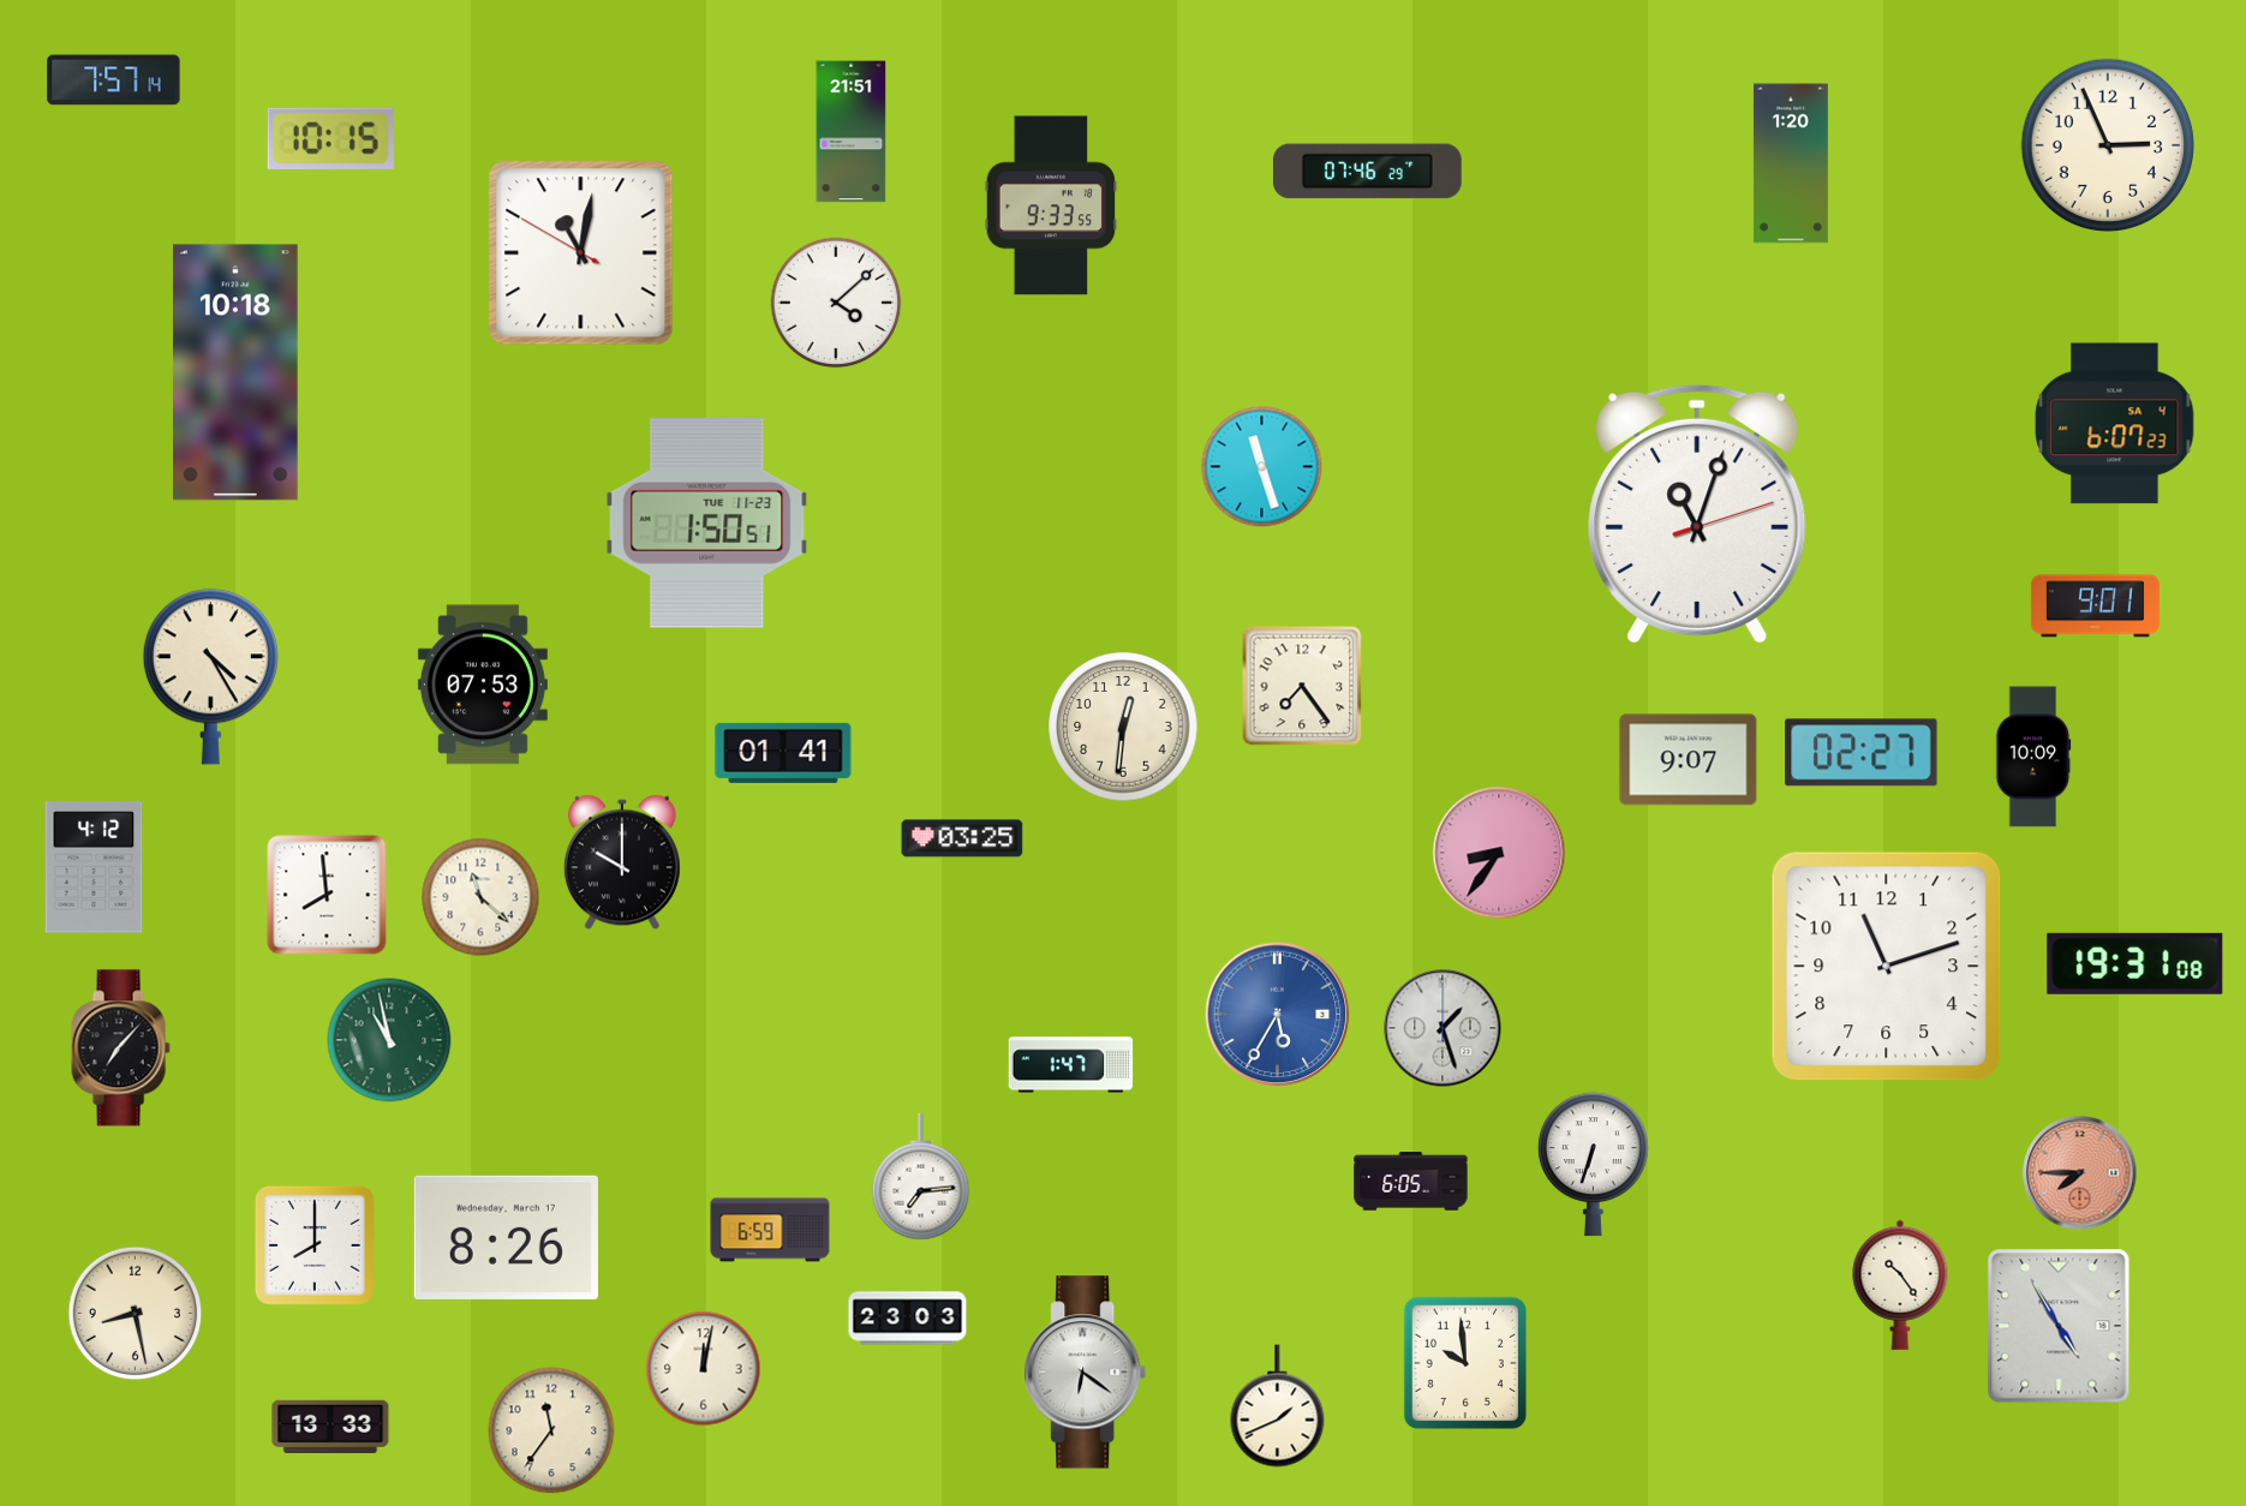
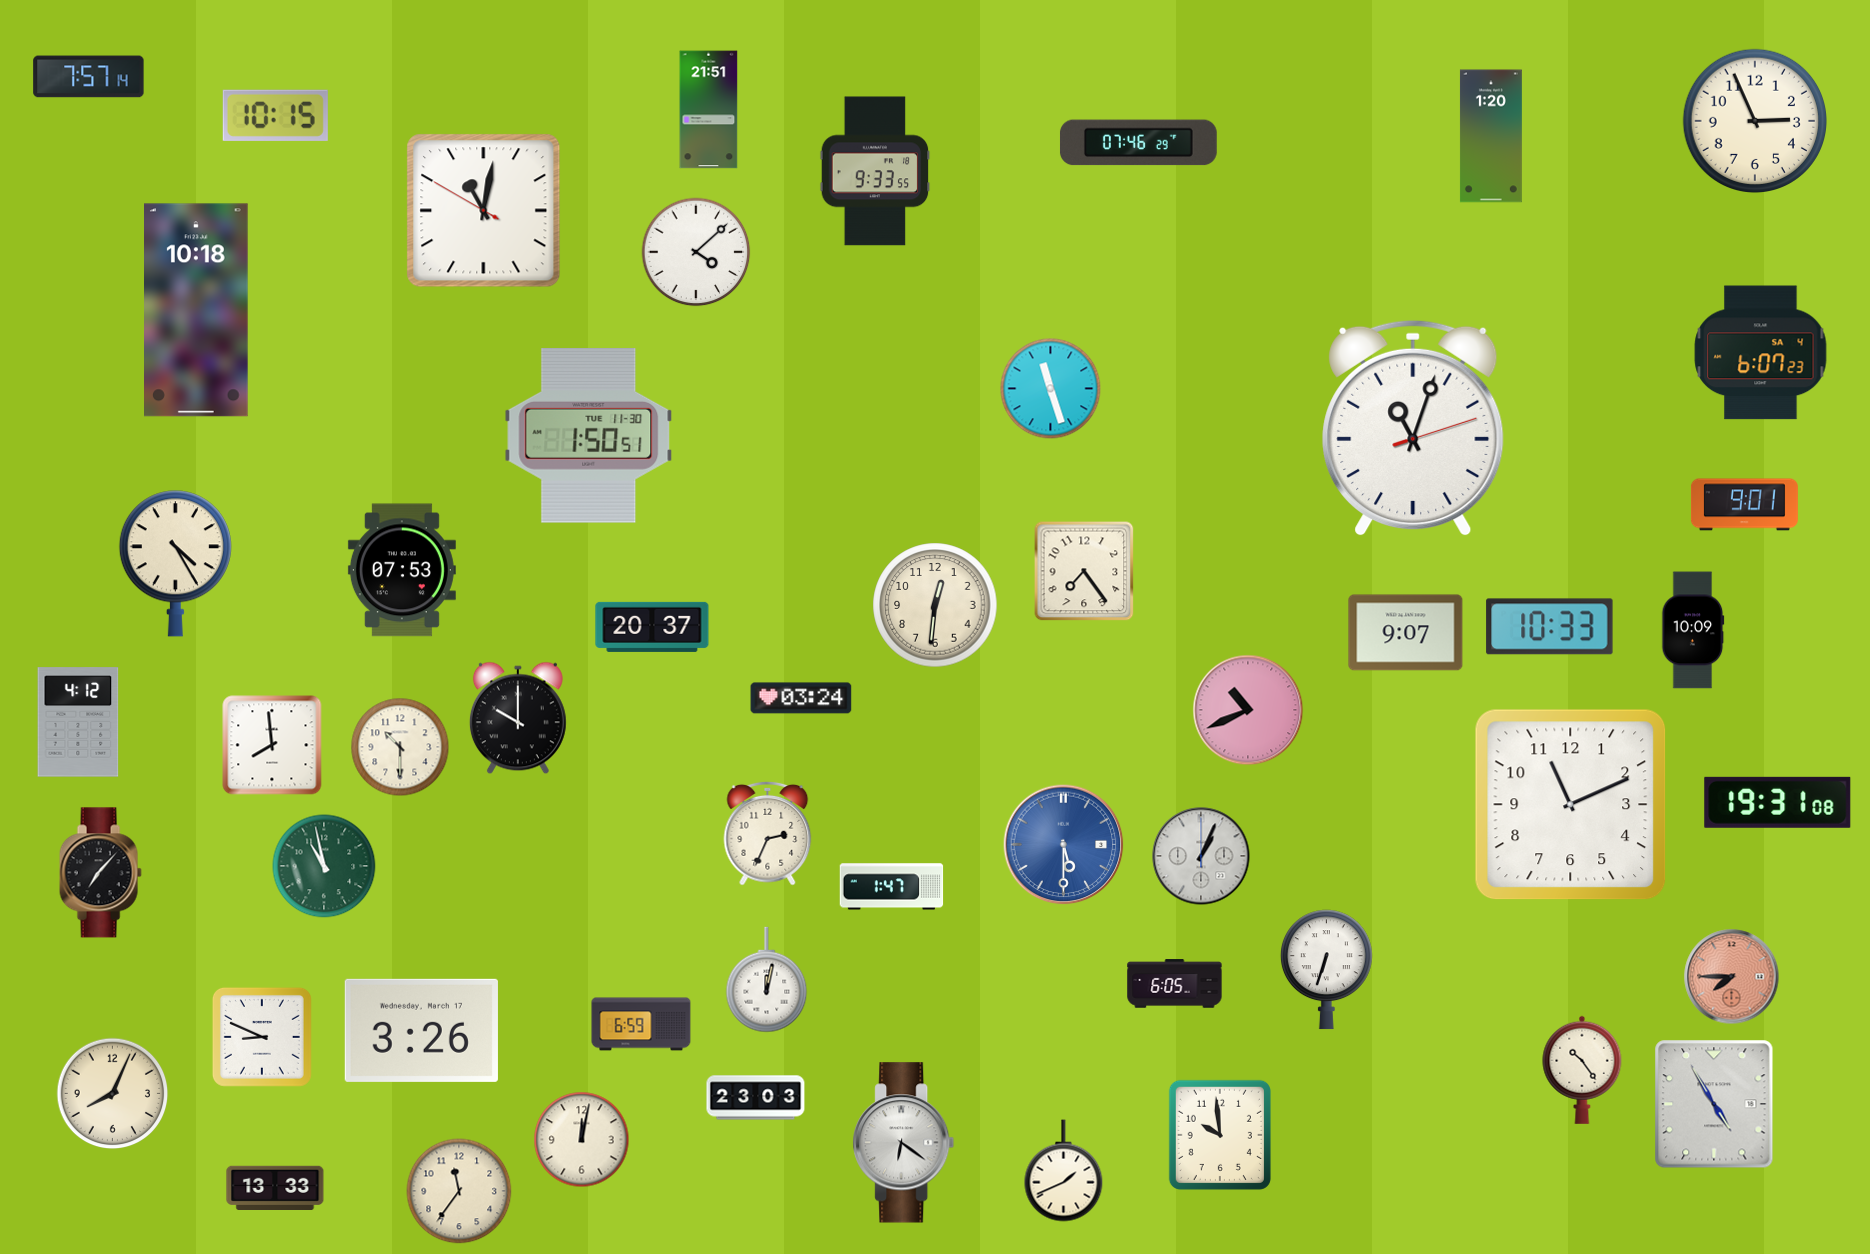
clock at (114, 80) position: (114, 80) -> (89, 77)
clock at (707, 524) date: TUE 11-23 -> TUE 11-30
clock at (783, 753): 01:41 -> 20:37
clock at (1862, 753): 02:27 -> 10:33
clock at (962, 838): 03:25 -> 03:24
clock at (1499, 853): 8:36 -> 10:41
clock at (480, 897): 11:22 -> 10:30
clock at (1887, 967): 11:12 -> 11:11
clock at (768, 833): none -> 2:34
clock at (1278, 1015): 5:35 -> 5:30
clock at (1442, 1028): 1:27 -> 1:04
clock at (921, 1177): 7:14 -> 12:02
clock at (506, 1237): 8:26 -> 3:26
clock at (315, 1245): 8:00 -> 8:49
clock at (136, 1314): 8:28 -> 8:04
clock at (704, 1369) position: (704, 1369) -> (582, 1140)
